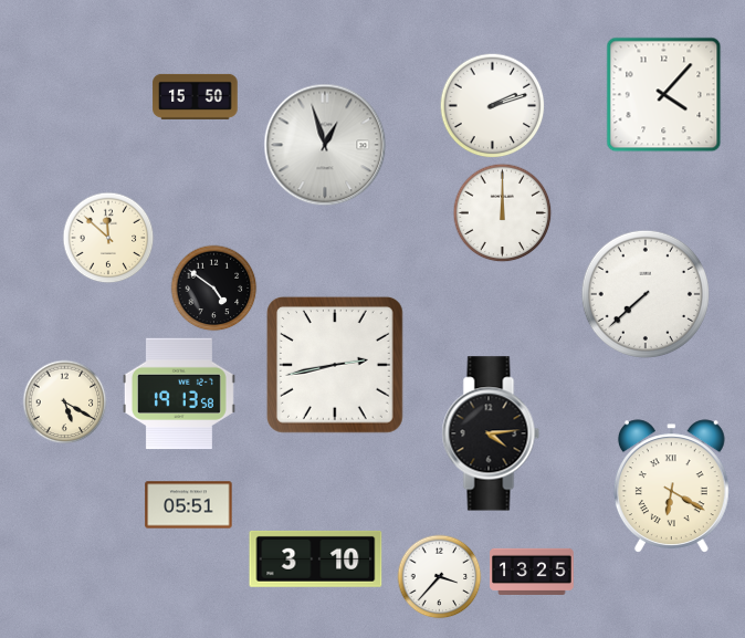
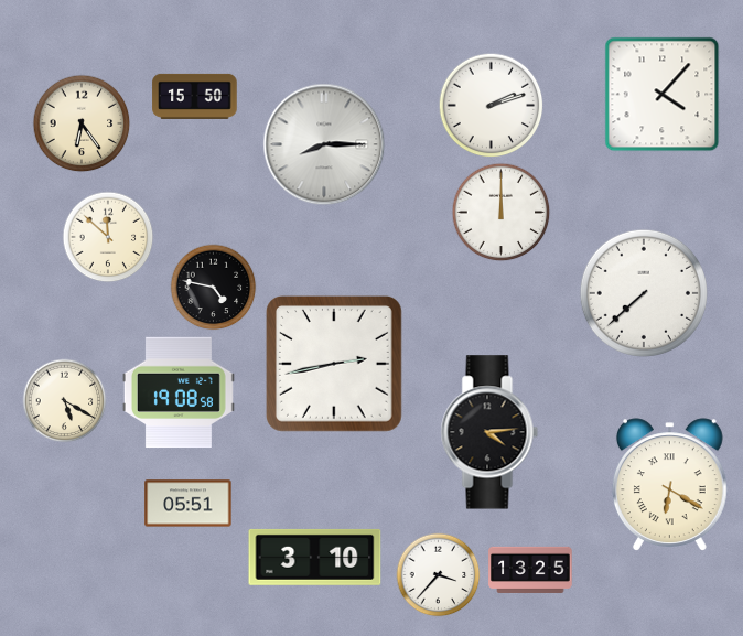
clock at (82, 123): none -> 6:24
clock at (325, 145): 12:57 -> 8:15
clock at (214, 289): 4:51 -> 4:47
clock at (179, 394): 19:13 -> 19:08
